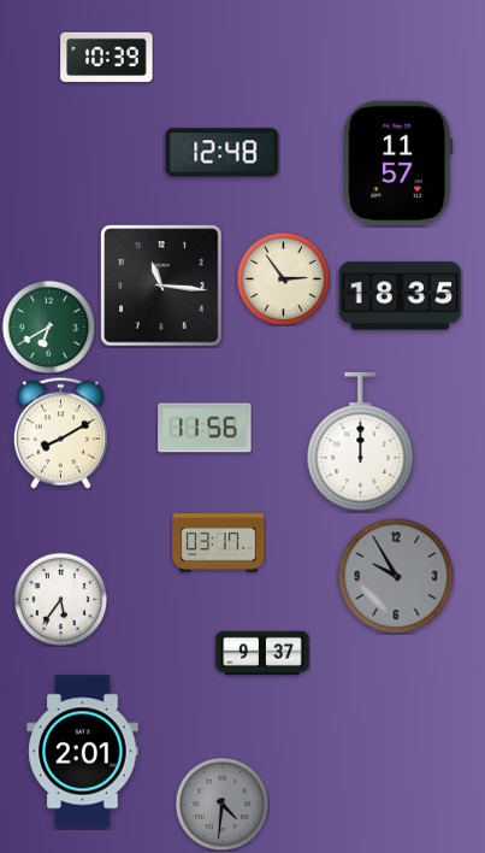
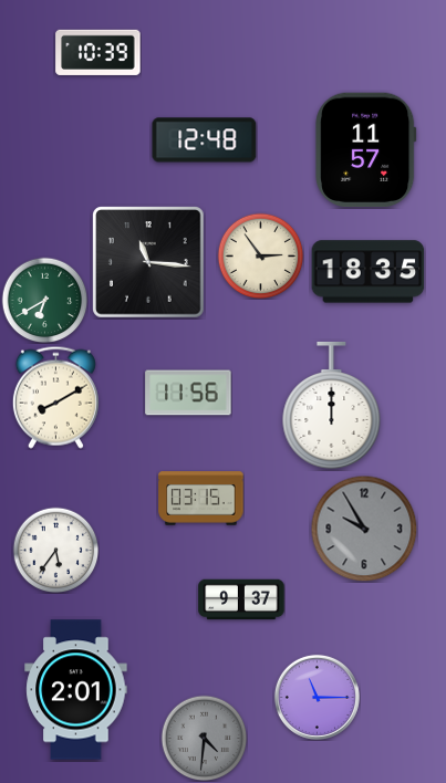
clock at (219, 543): 03:17 -> 03:15
clock at (317, 697): none -> 11:15
